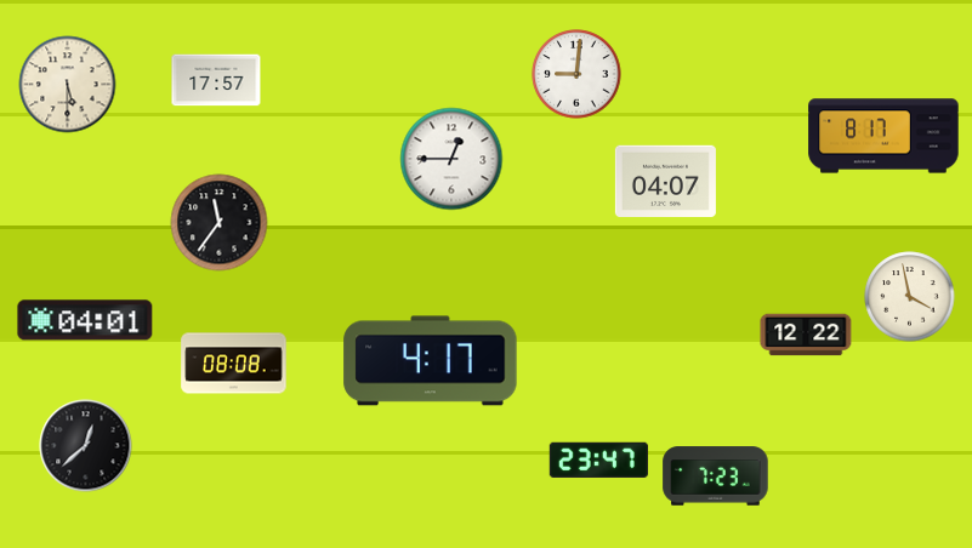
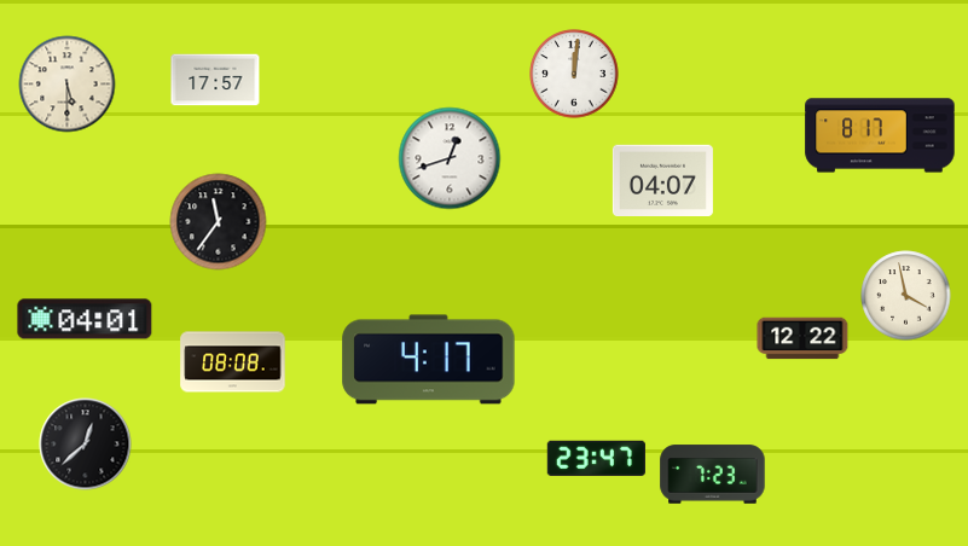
clock at (576, 74): 9:01 -> 12:01
clock at (451, 159): 12:45 -> 12:42
clock at (806, 335) position: (806, 335) -> (802, 338)
